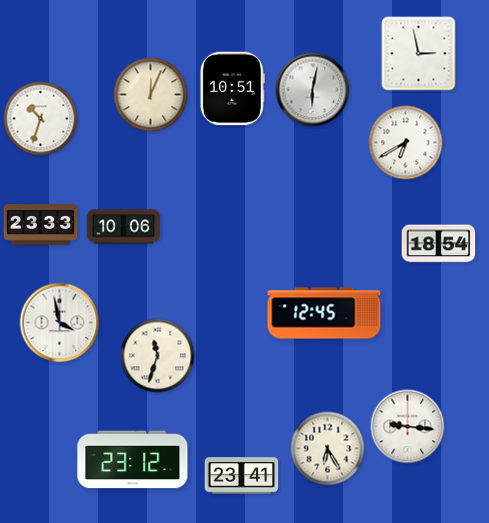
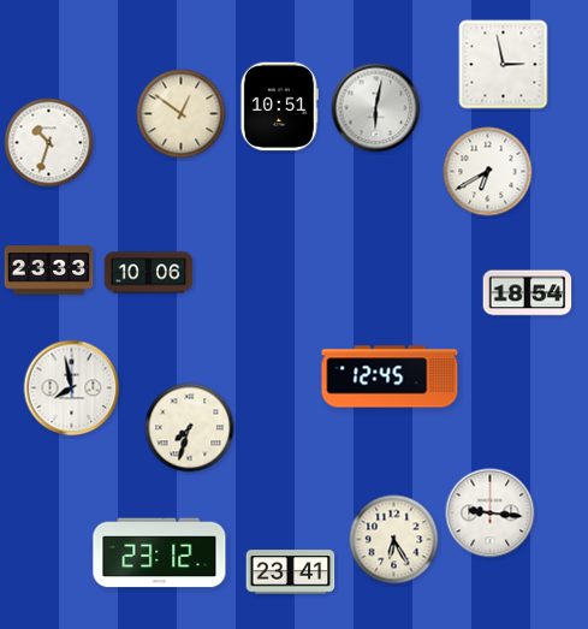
clock at (151, 95): 12:04 -> 12:51
clock at (60, 323): 3:58 -> 7:58
clock at (158, 356): 11:33 -> 7:33
